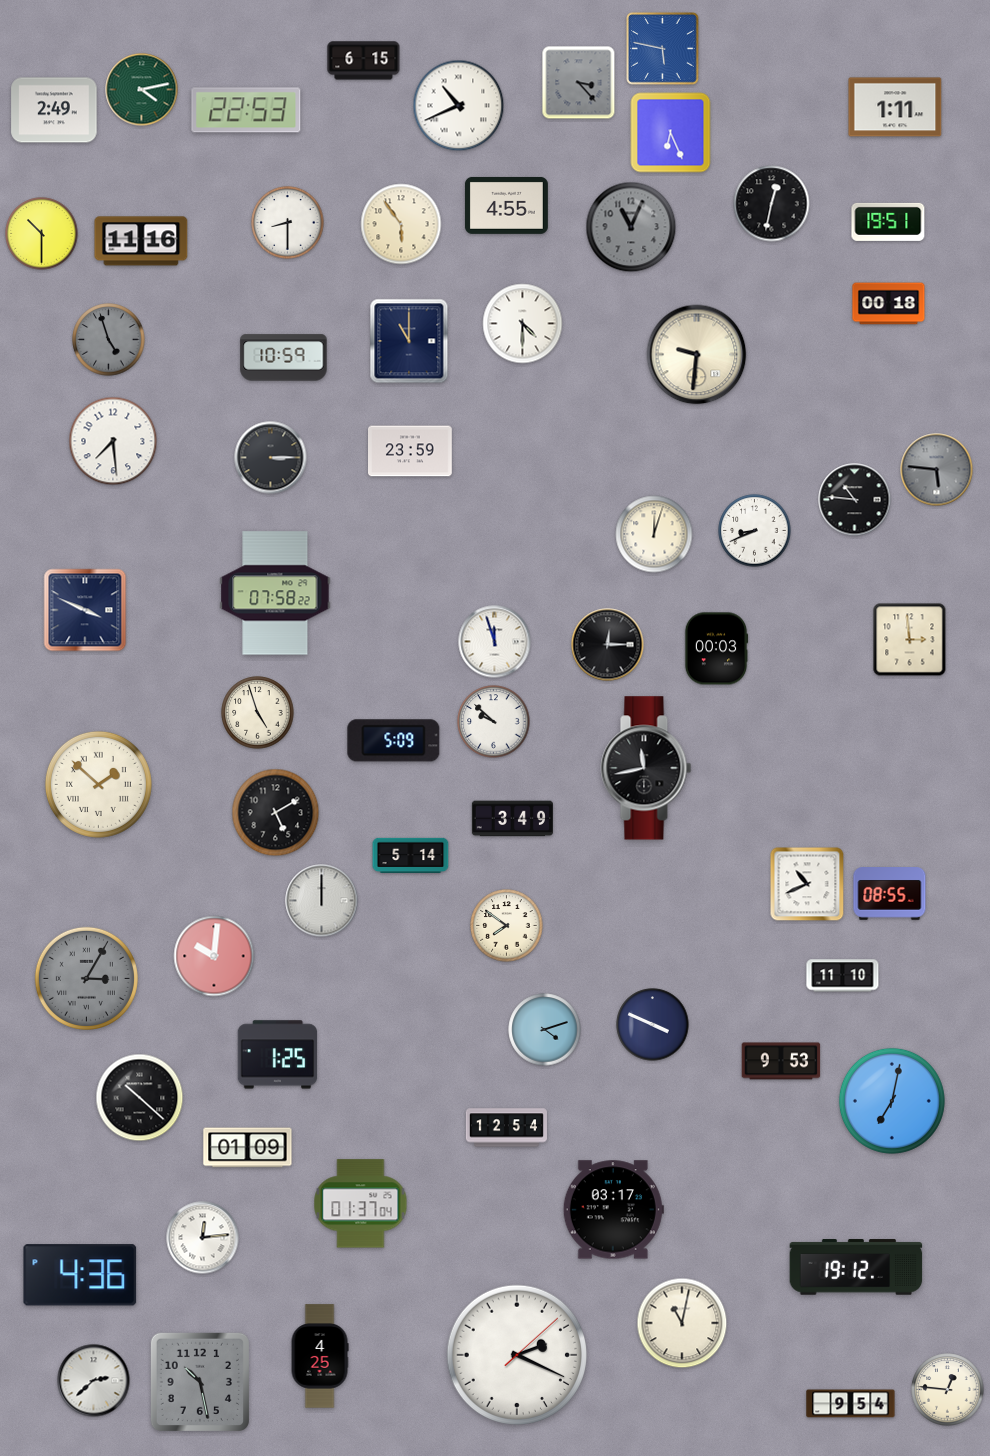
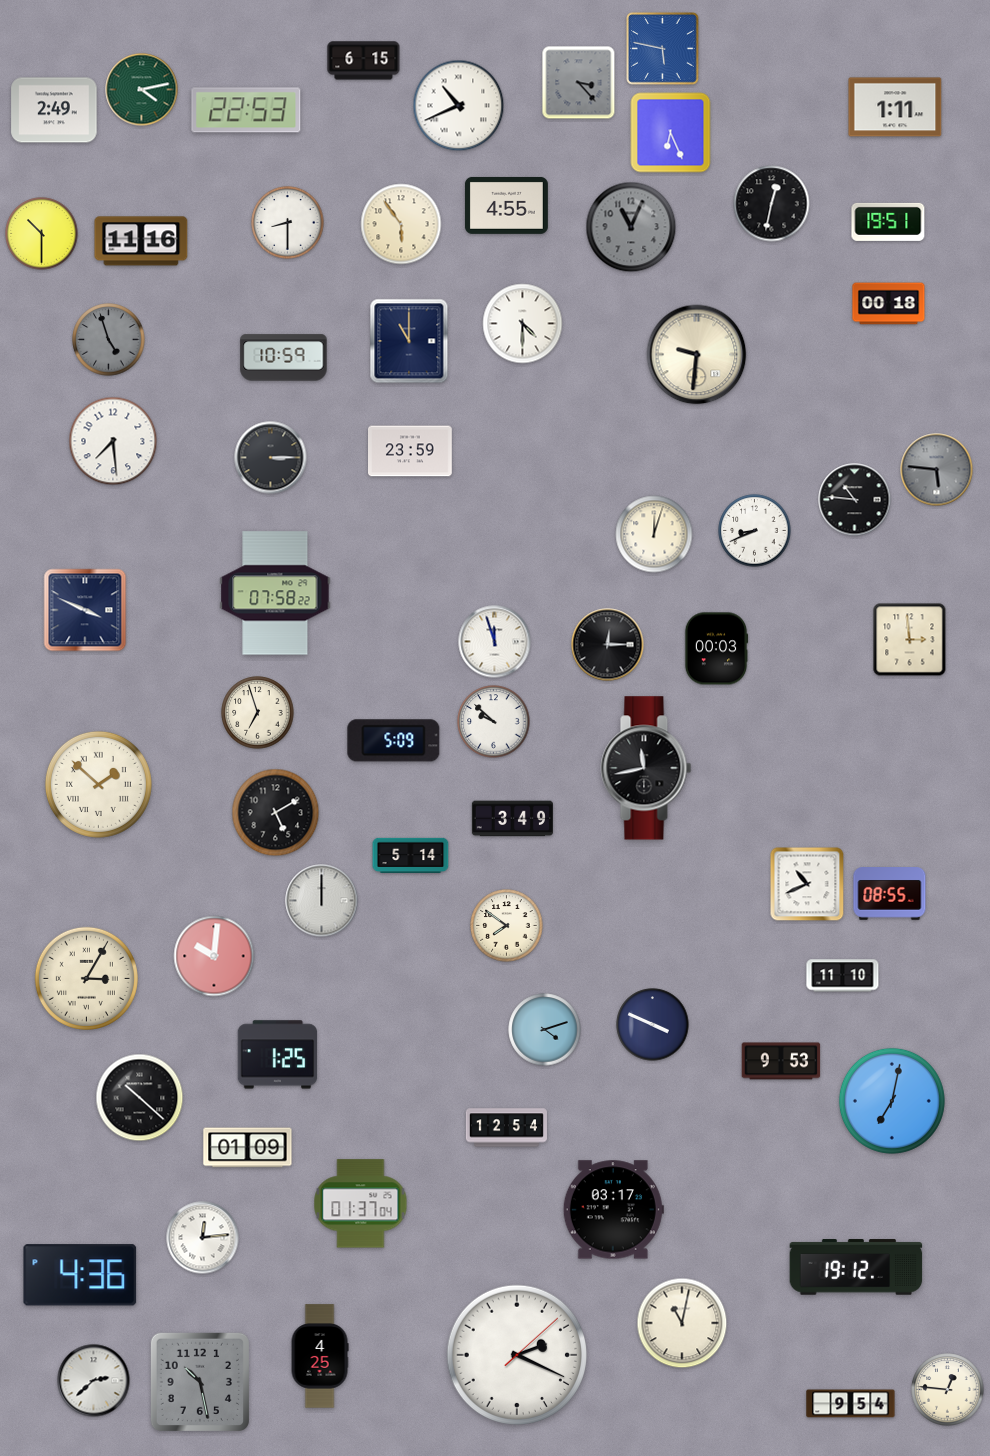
clock at (258, 713): 4:57 -> 6:57
clock at (86, 978) dial: grey -> cream
